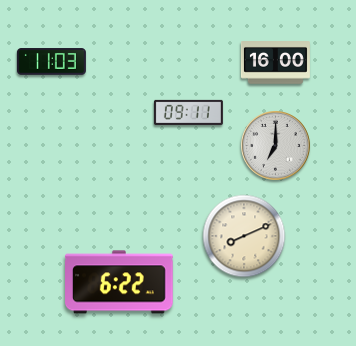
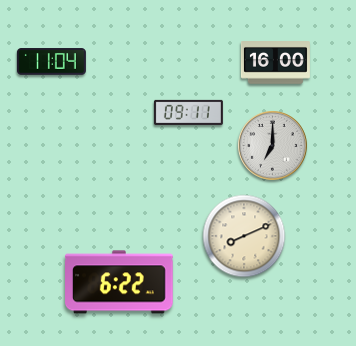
clock at (51, 62): 11:03 -> 11:04
clock at (276, 146) position: (276, 146) -> (273, 146)
